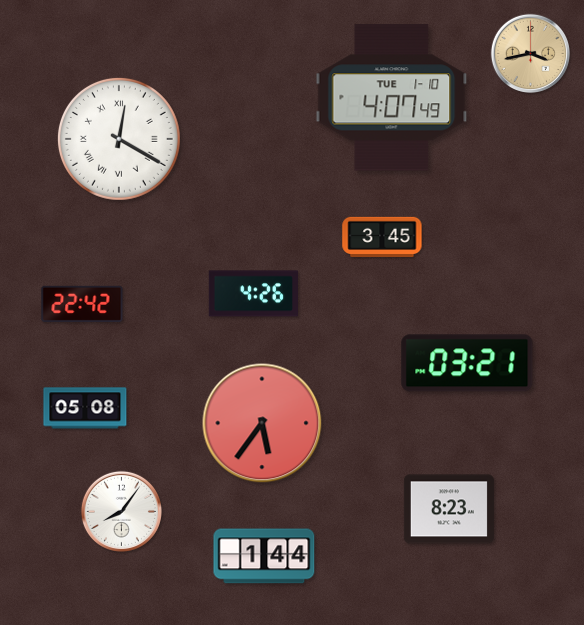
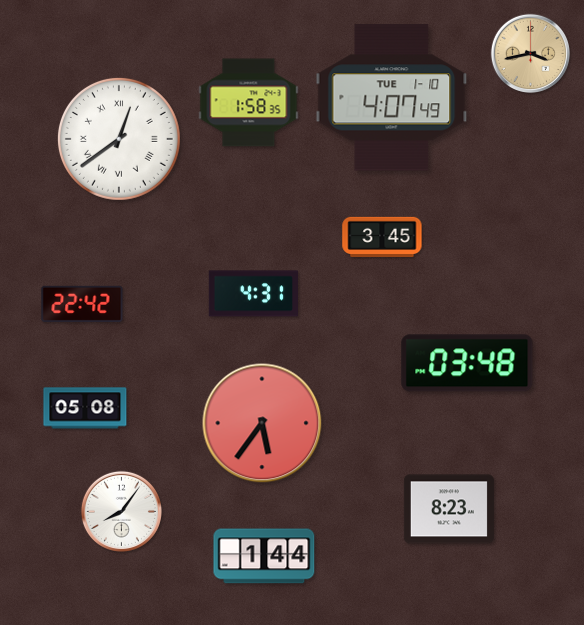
clock at (249, 103): none -> 1:58
clock at (119, 139): 12:20 -> 12:39
clock at (253, 294): 4:26 -> 4:31
clock at (467, 363): 03:21 -> 03:48
